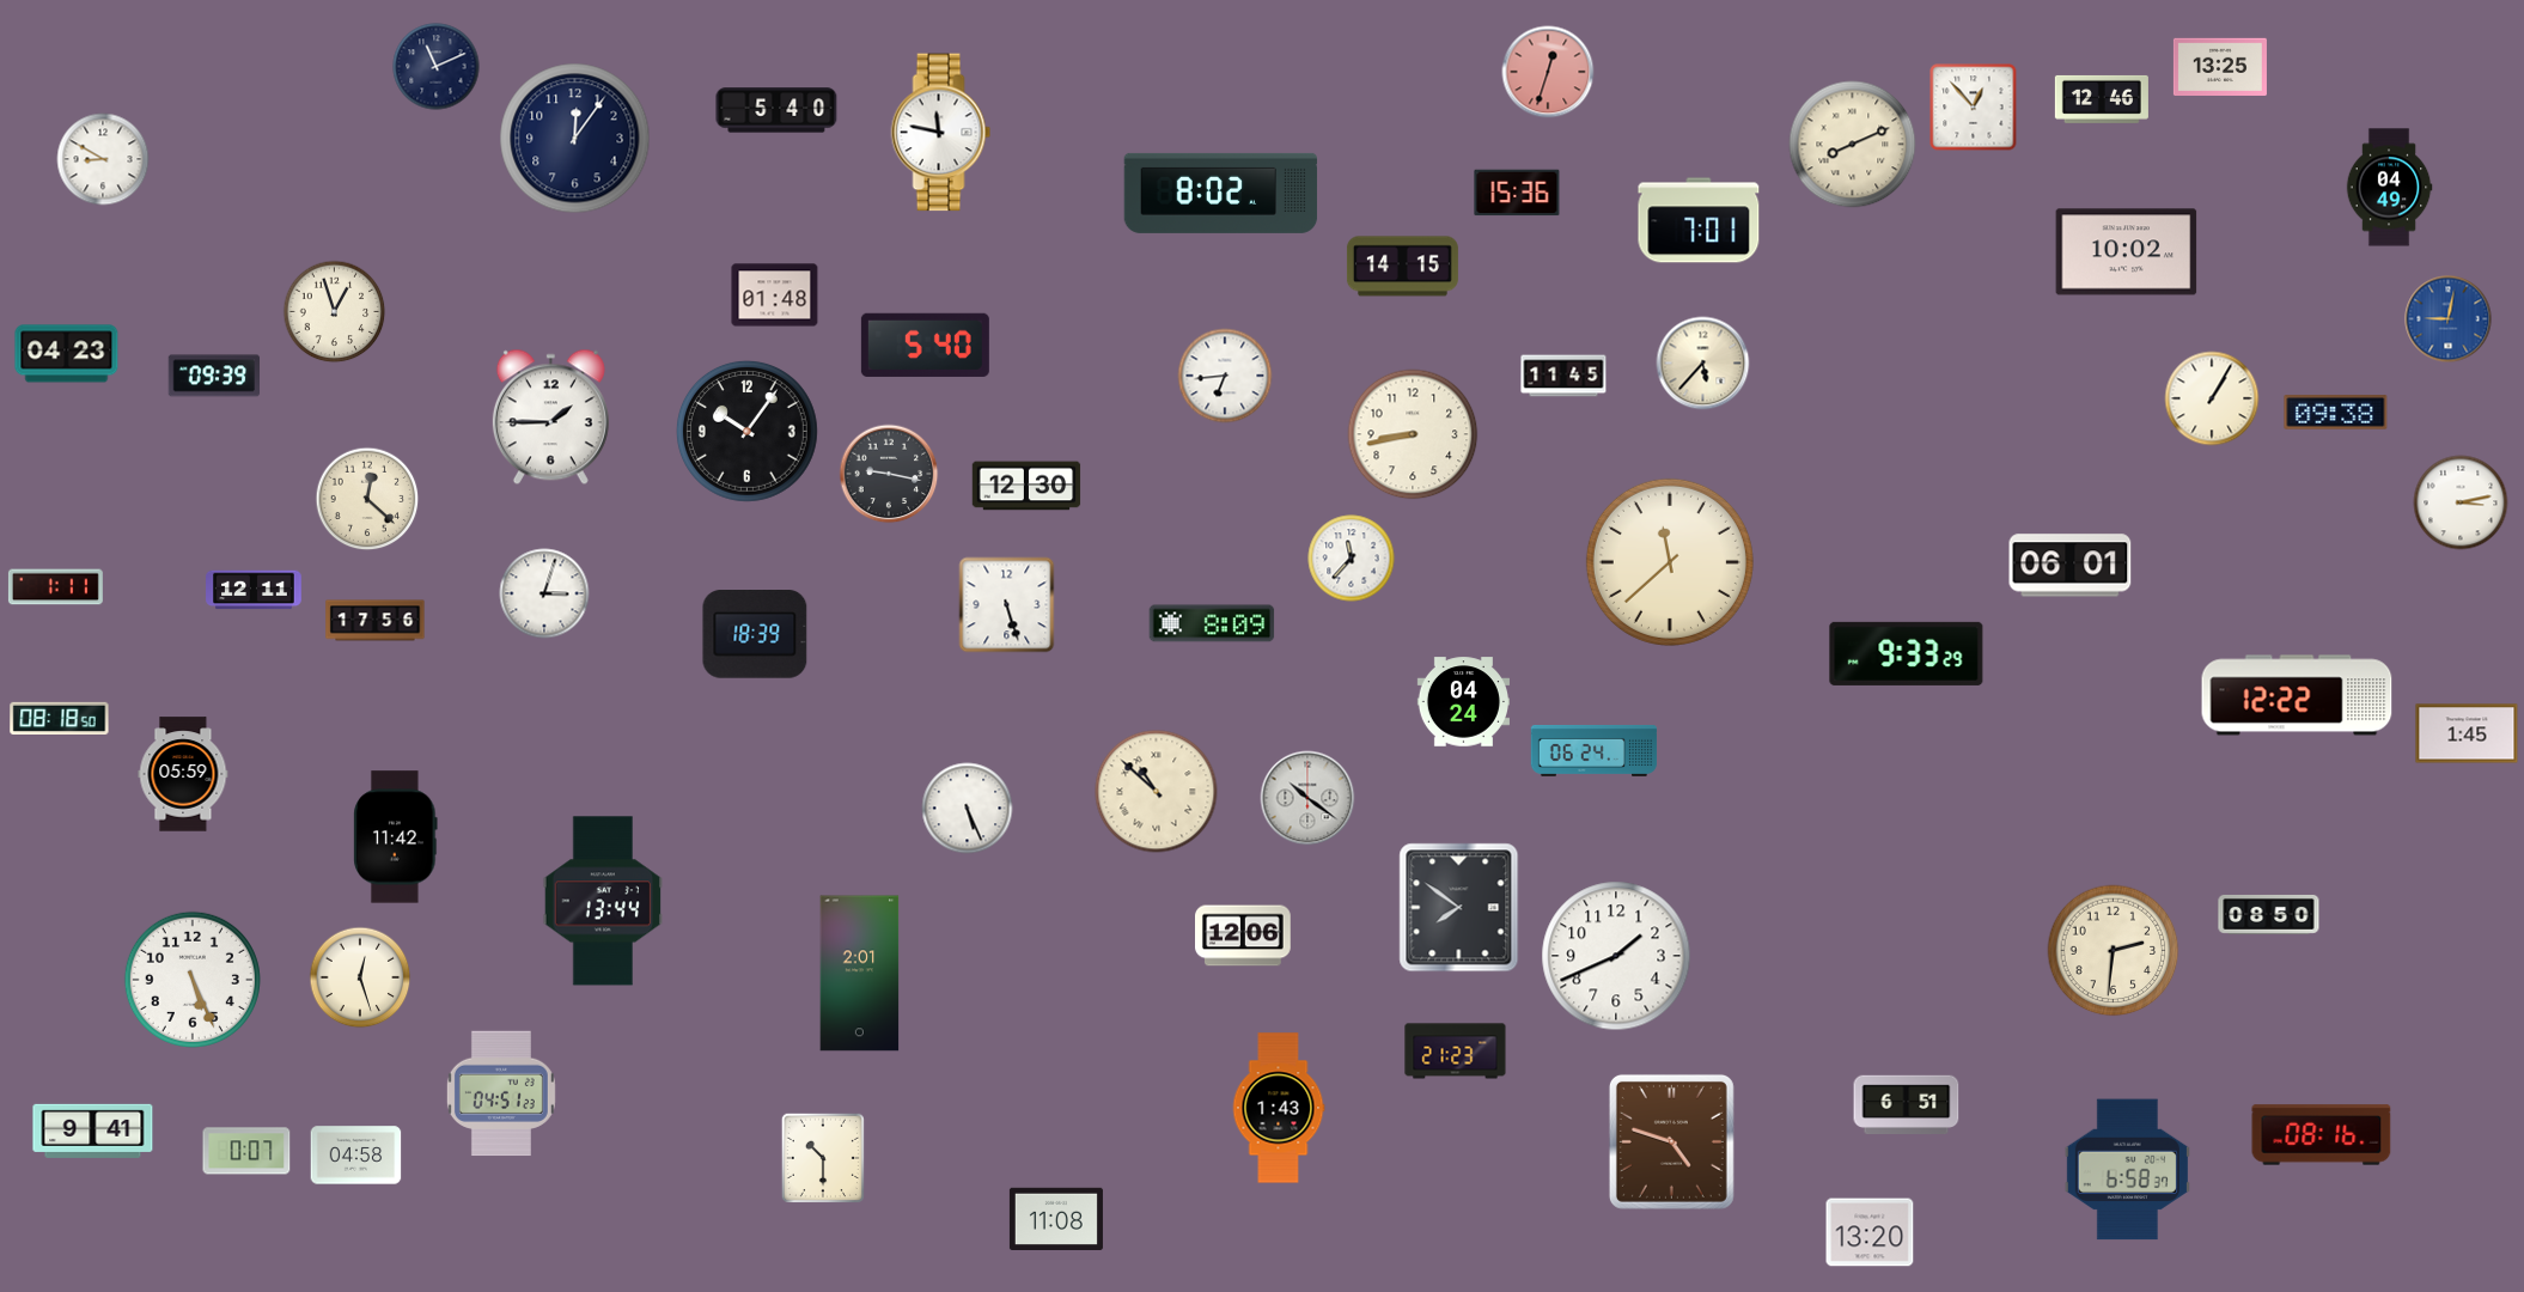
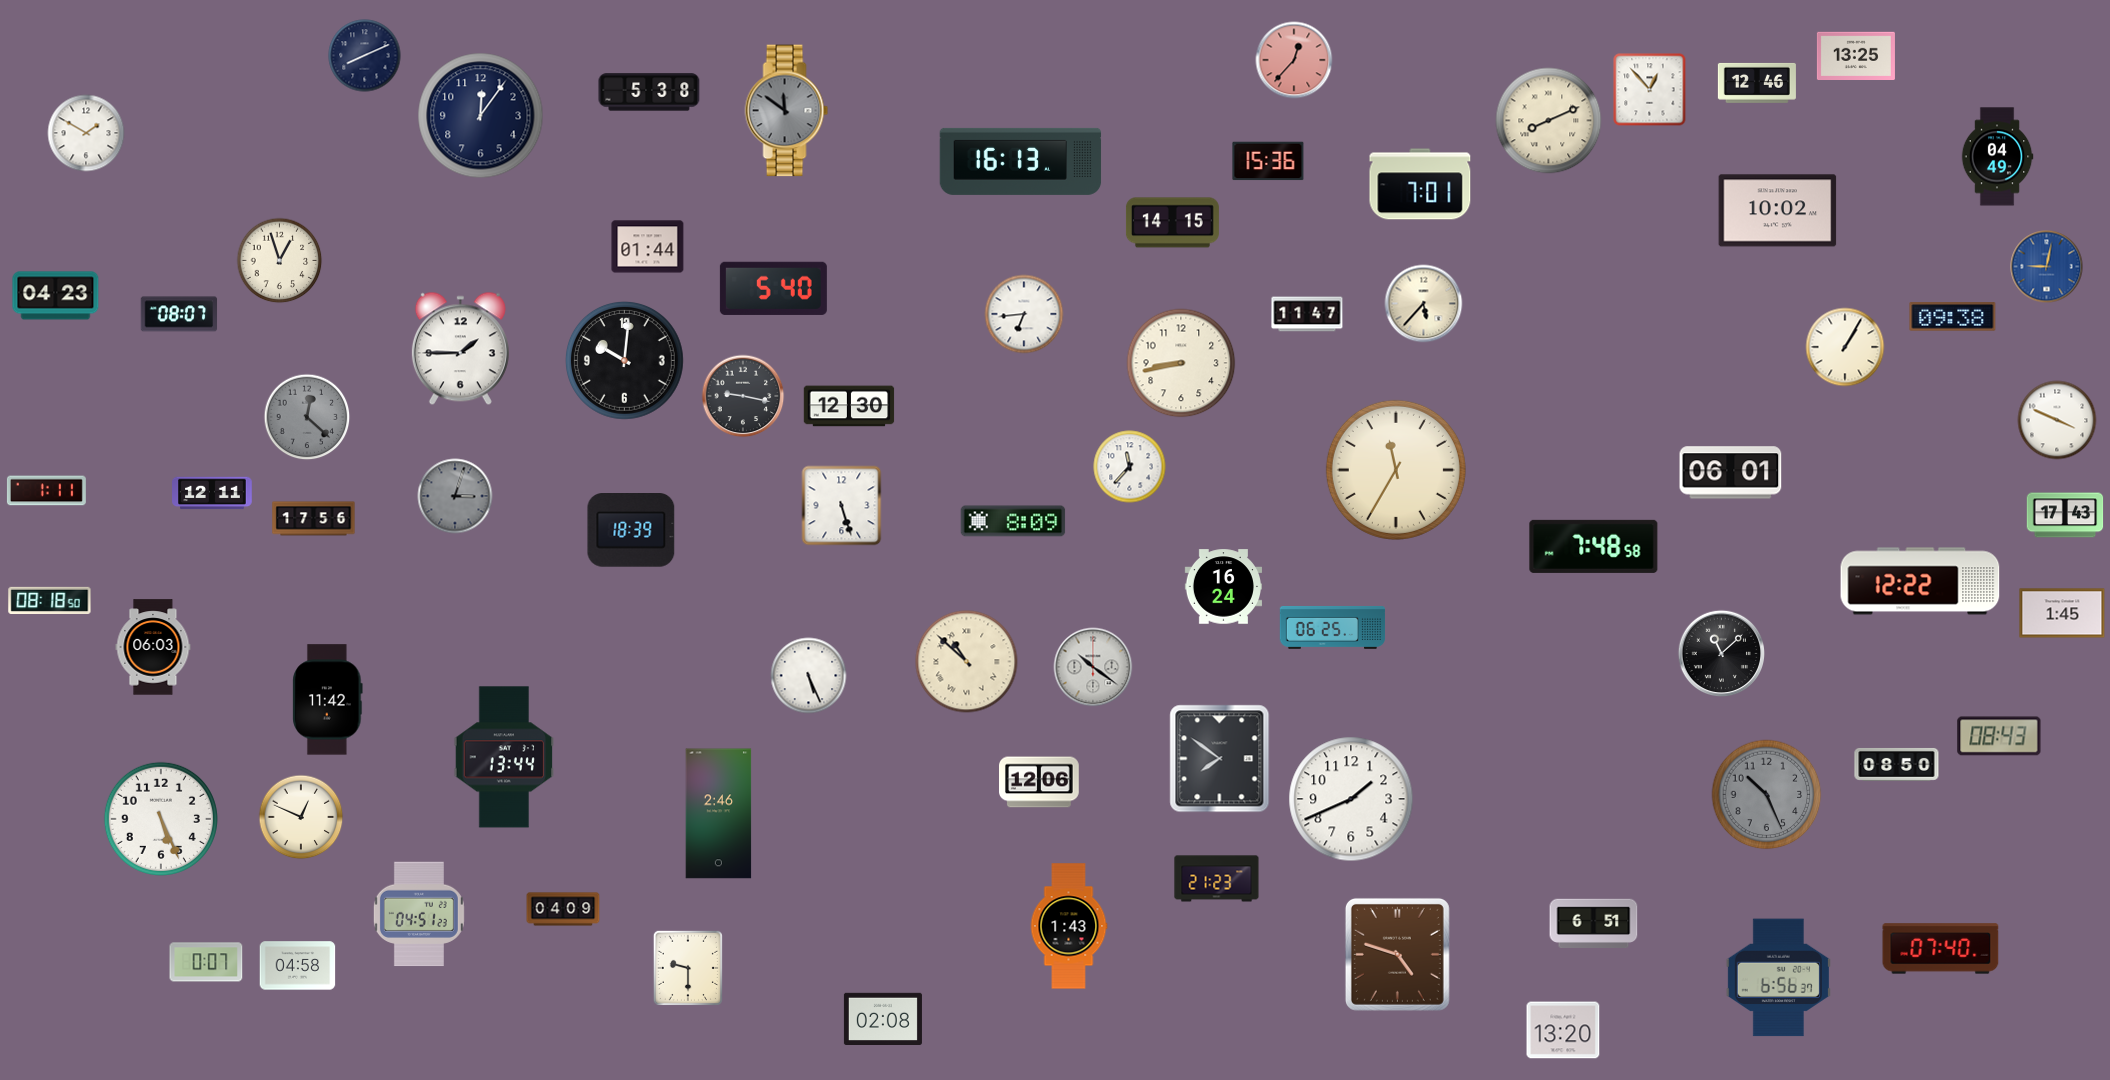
clock at (437, 67): 11:11 -> 8:11
clock at (1548, 72): 12:33 -> 12:37
clock at (776, 110): 5:40 -> 5:38
clock at (941, 133): 11:47 -> 11:51
clock at (941, 133) dial: white -> grey
clock at (103, 159): 8:50 -> 1:50
clock at (1221, 193): 8:02 -> 16:13
clock at (775, 295): 01:48 -> 01:44
clock at (214, 376): 09:39 -> 08:07
clock at (1563, 376): 11:45 -> 11:47
clock at (2212, 398) position: (2212, 398) -> (1845, 347)
clock at (2336, 413) position: (2336, 413) -> (1953, 317)
clock at (746, 431): 10:06 -> 10:01
clock at (1026, 486) position: (1026, 486) -> (849, 406)
clock at (367, 499) dial: cream -> grey
clock at (2461, 502): 3:13 -> 3:49
clock at (1670, 562): 11:38 -> 11:35
clock at (544, 593) dial: white -> grey
clock at (2065, 515): none -> 17:43
clock at (1907, 653): 9:33 -> 7:48
clock at (1463, 702): 04:24 -> 16:24
clock at (1595, 751): 06:24 -> 06:25
clock at (183, 774): 05:59 -> 06:03
clock at (1721, 653): none -> 11:08
clock at (396, 837) position: (396, 837) -> (328, 700)
clock at (1999, 736): none -> 08:43
clock at (603, 901) position: (603, 901) -> (504, 757)
clock at (2114, 951): 2:31 -> 10:26
clock at (2114, 951) dial: cream -> grey
clock at (860, 974): 2:01 -> 2:46
clock at (360, 977): 12:27 -> 12:49
clock at (563, 909): none -> 04:09
clock at (93, 1130): 9:41 -> none
clock at (2322, 1135): 08:16 -> 07:40
clock at (823, 1158): 10:30 -> 9:30
clock at (2127, 1170): 6:58 -> 6:56
clock at (1056, 1218): 11:08 -> 02:08
